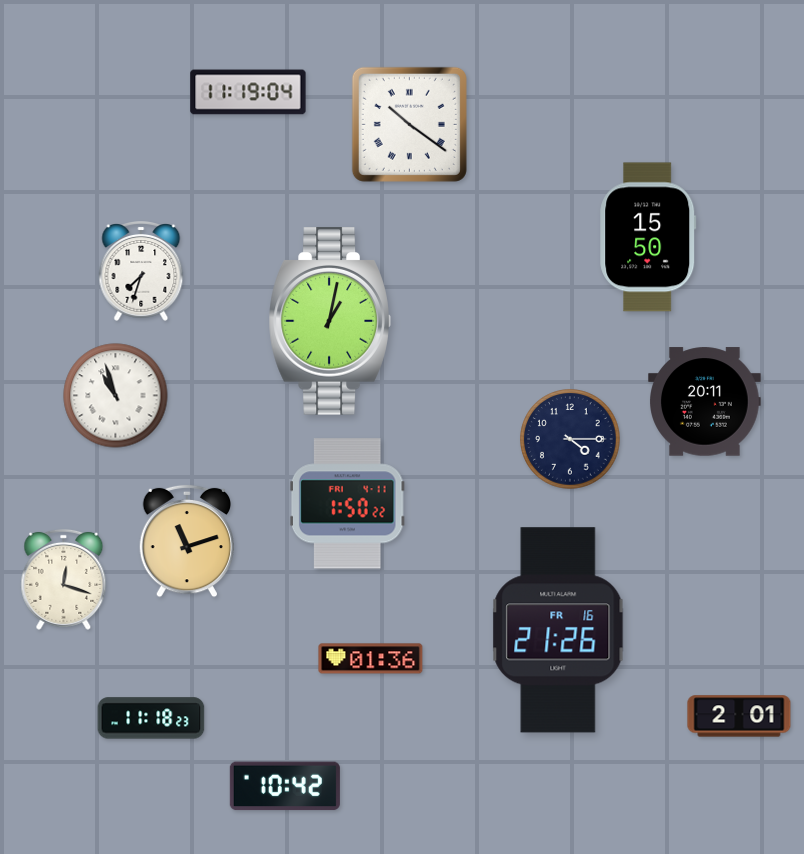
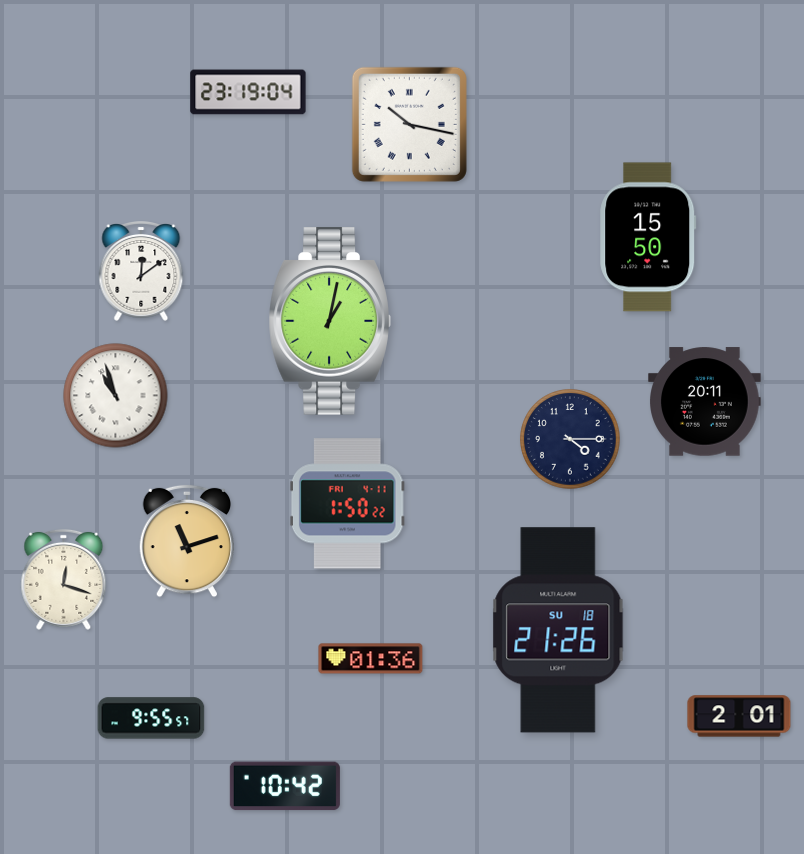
clock at (248, 92): 11:19 -> 23:19
clock at (409, 124): 10:21 -> 10:17
clock at (141, 272): 7:33 -> 12:09
clock at (558, 630) date: FR 16 -> SU 18
clock at (151, 718): 11:18 -> 9:55
